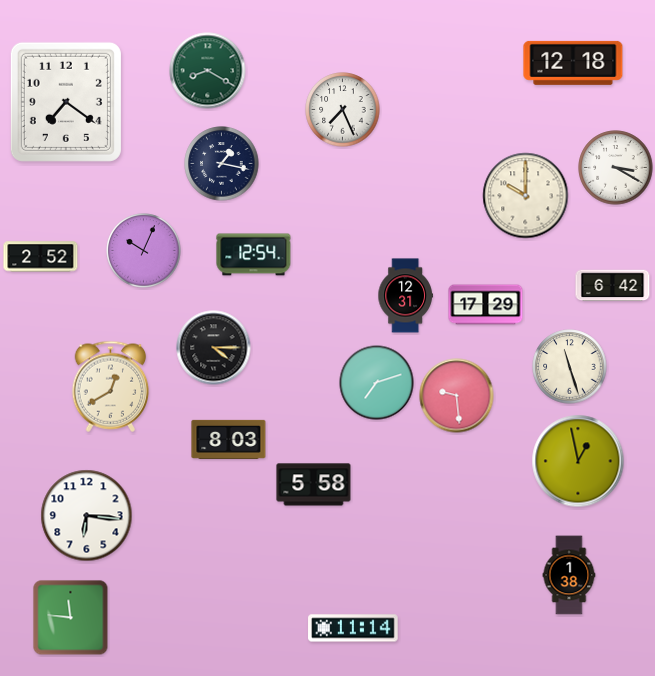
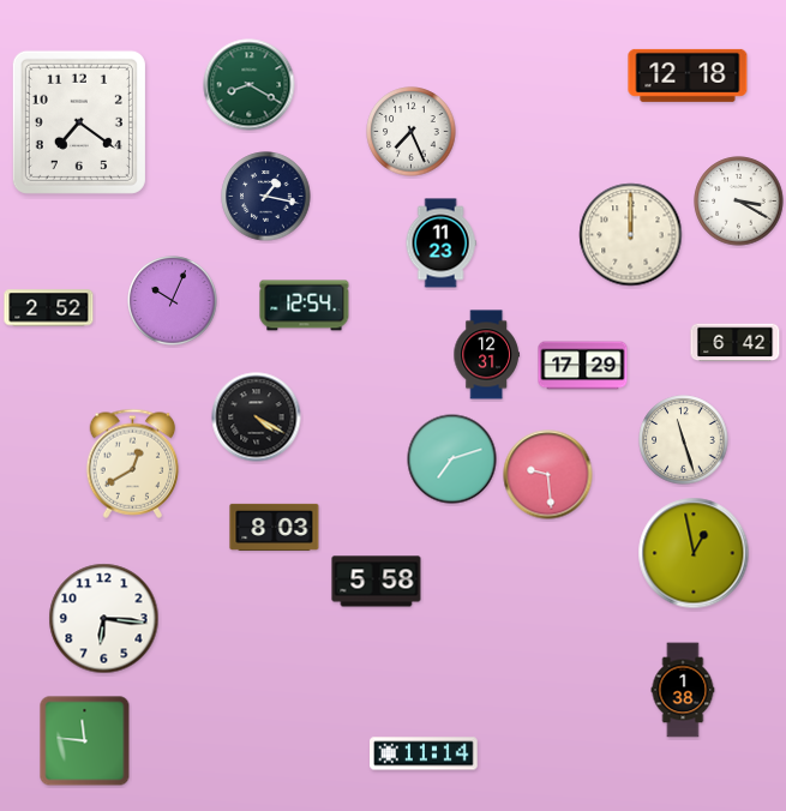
clock at (526, 196): 10:00 -> 12:00
clock at (440, 244): none -> 11:23
clock at (214, 348): 4:15 -> 4:20
